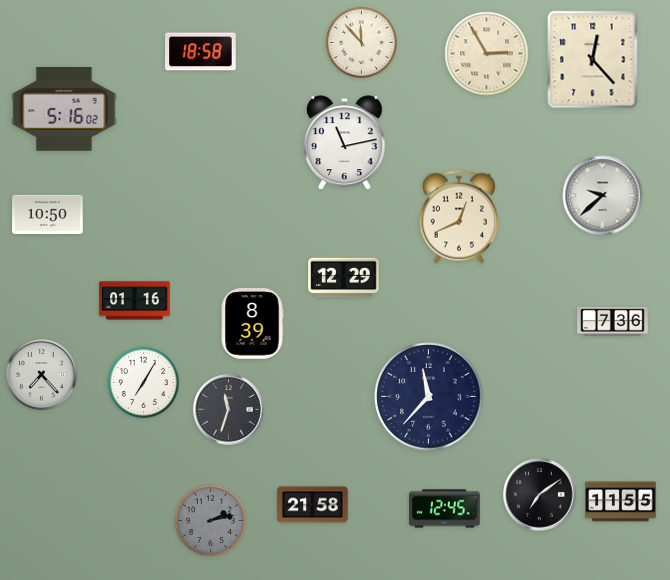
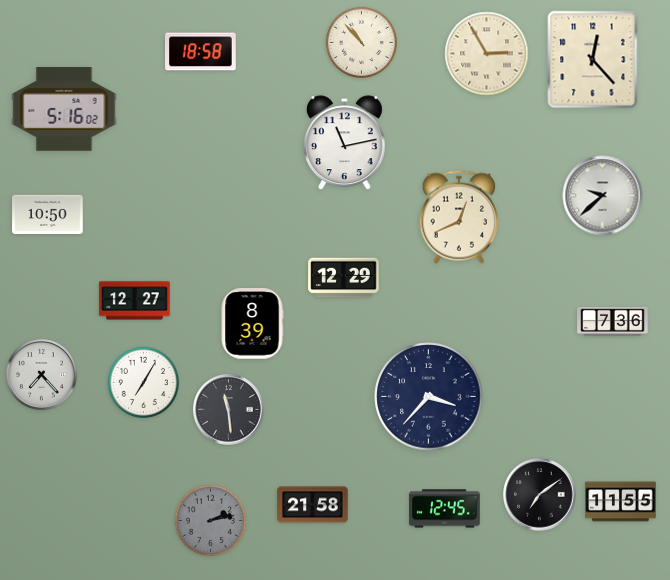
clock at (361, 42): 11:53 -> 10:53
clock at (135, 301): 01:16 -> 12:27
clock at (429, 397): 11:37 -> 3:37
clock at (229, 410): 11:33 -> 11:29
